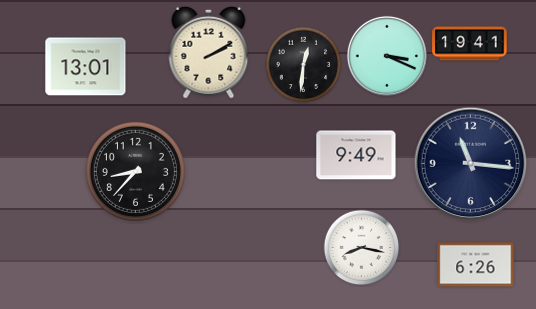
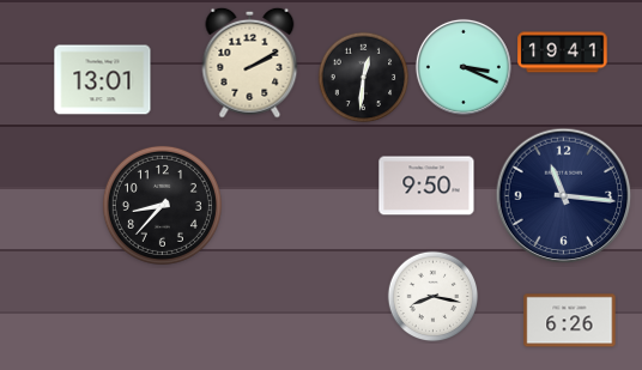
clock at (356, 155): 9:49 -> 9:50
clock at (476, 265) position: (476, 265) -> (570, 321)
